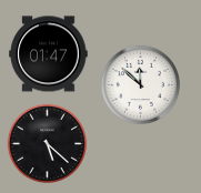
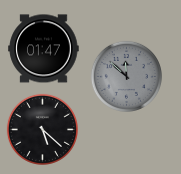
clock at (140, 84) dial: white -> grey
